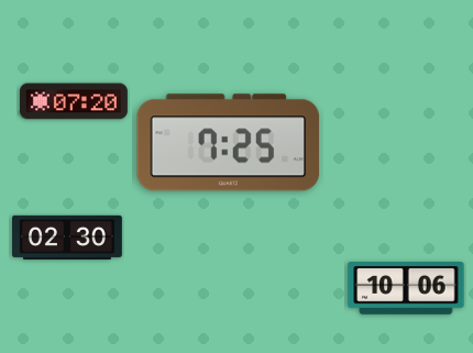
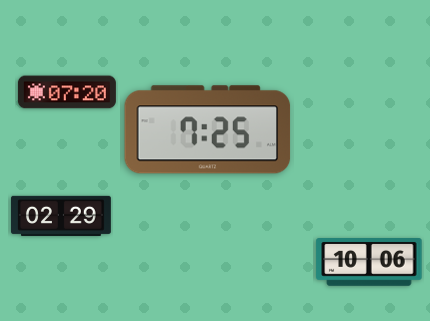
clock at (68, 238): 02:30 -> 02:29
